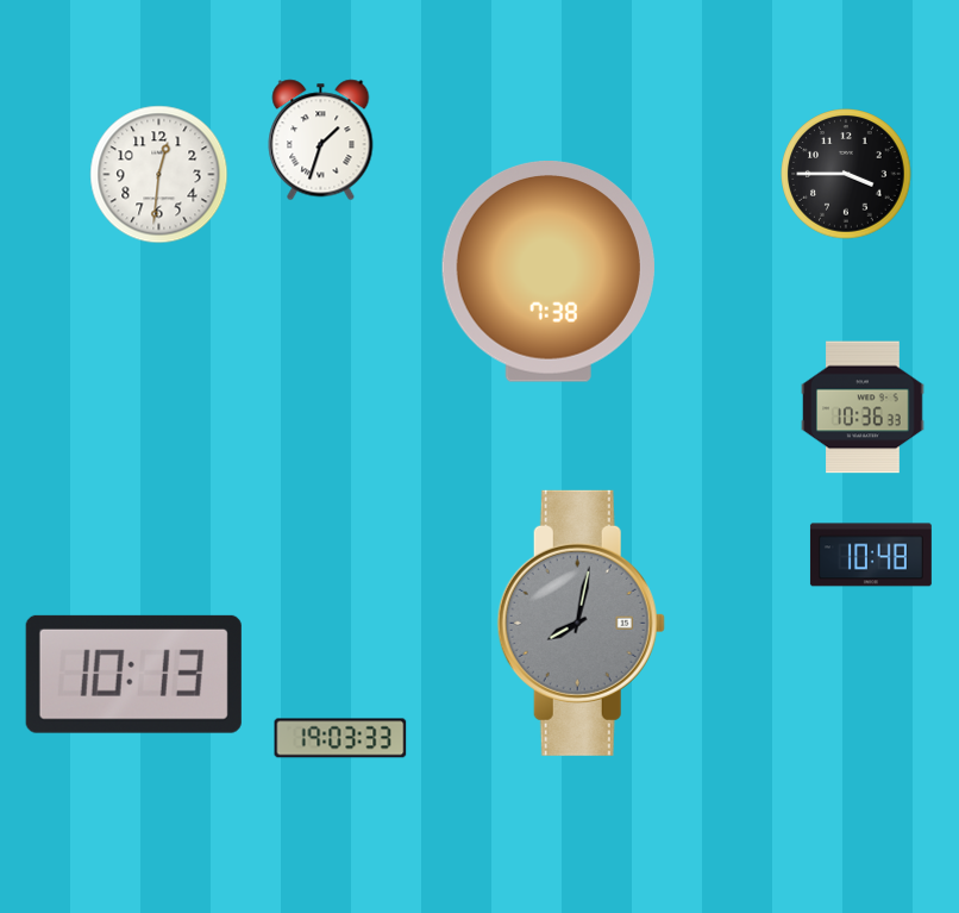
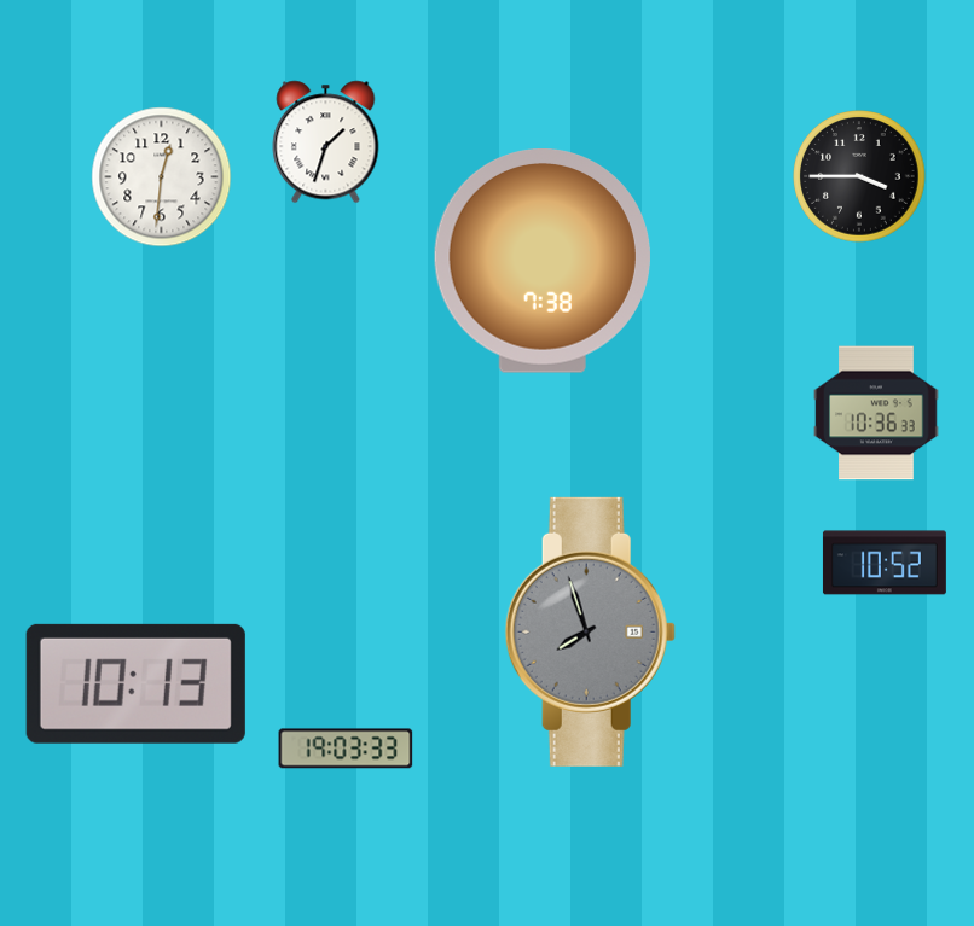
clock at (549, 273) position: (549, 273) -> (543, 262)
clock at (871, 555): 10:48 -> 10:52
clock at (581, 623): 8:02 -> 7:57
